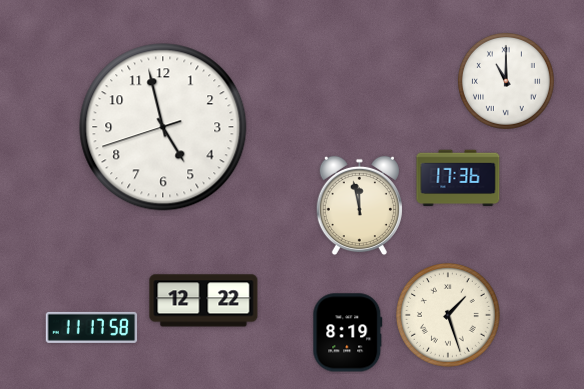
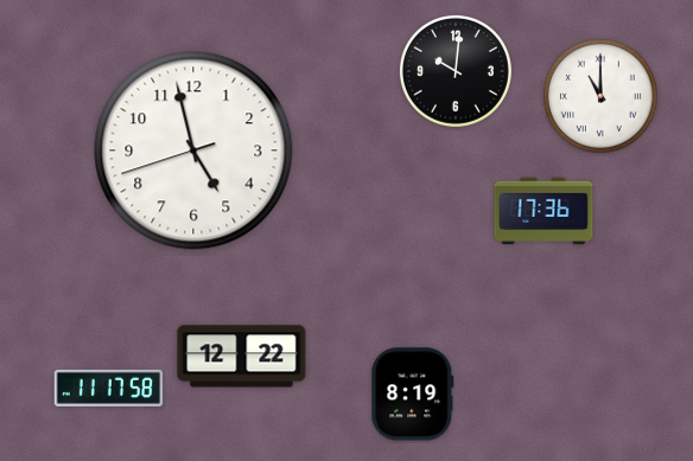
clock at (456, 71): none -> 10:01
clock at (359, 206): 11:58 -> none
clock at (449, 316): 1:27 -> none
